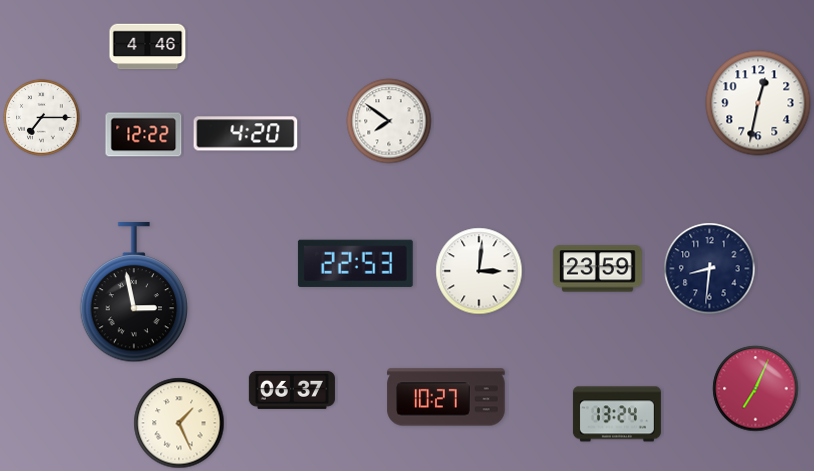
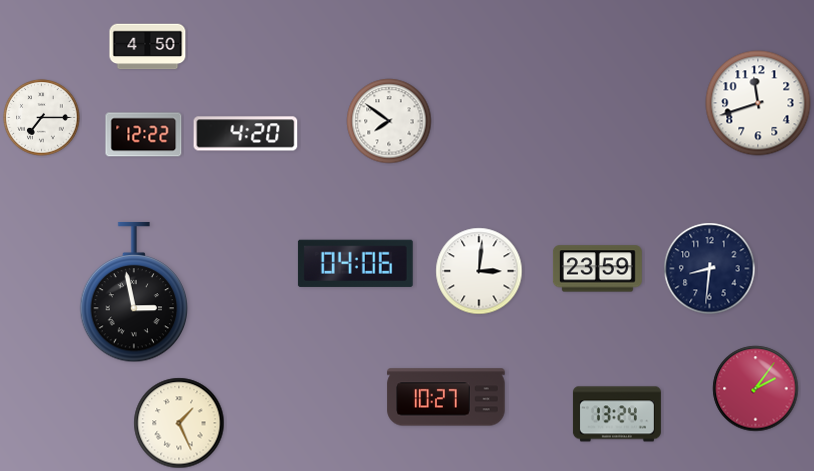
clock at (148, 47): 4:46 -> 4:50
clock at (758, 103): 12:32 -> 11:42
clock at (355, 263): 22:53 -> 04:06
clock at (756, 389): 7:04 -> 2:06
clock at (292, 390): 06:37 -> none
